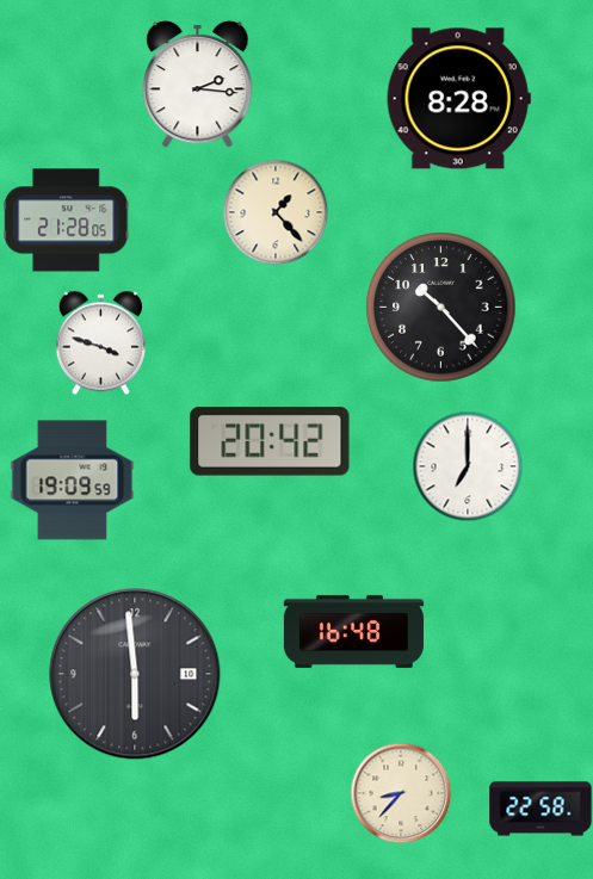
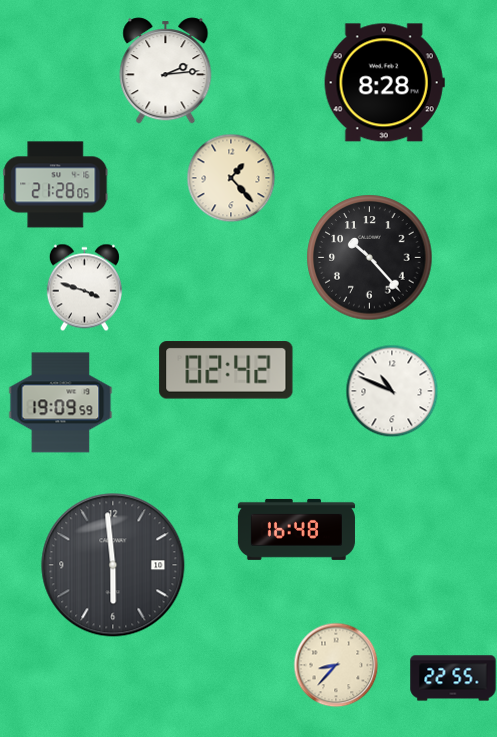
clock at (198, 85): 2:16 -> 2:14
clock at (270, 441): 20:42 -> 02:42
clock at (468, 466): 7:00 -> 10:49
clock at (541, 809): 22:58 -> 22:55
